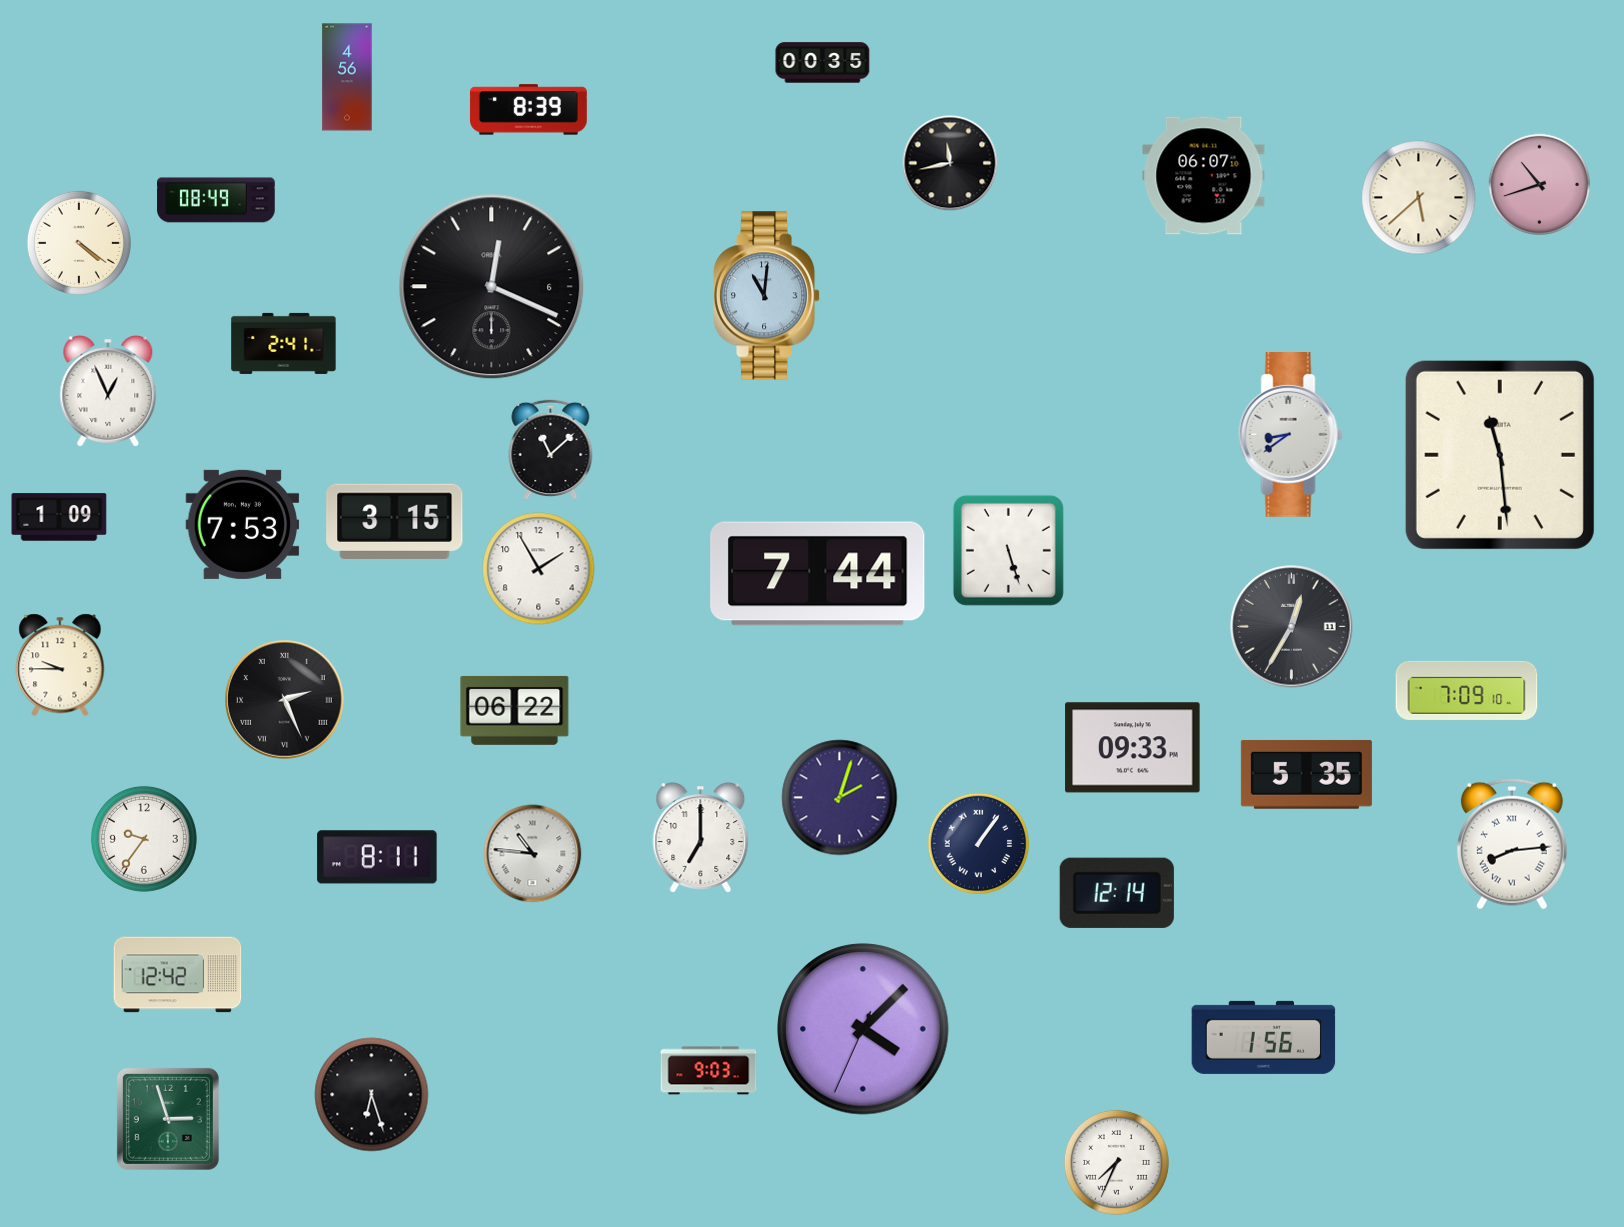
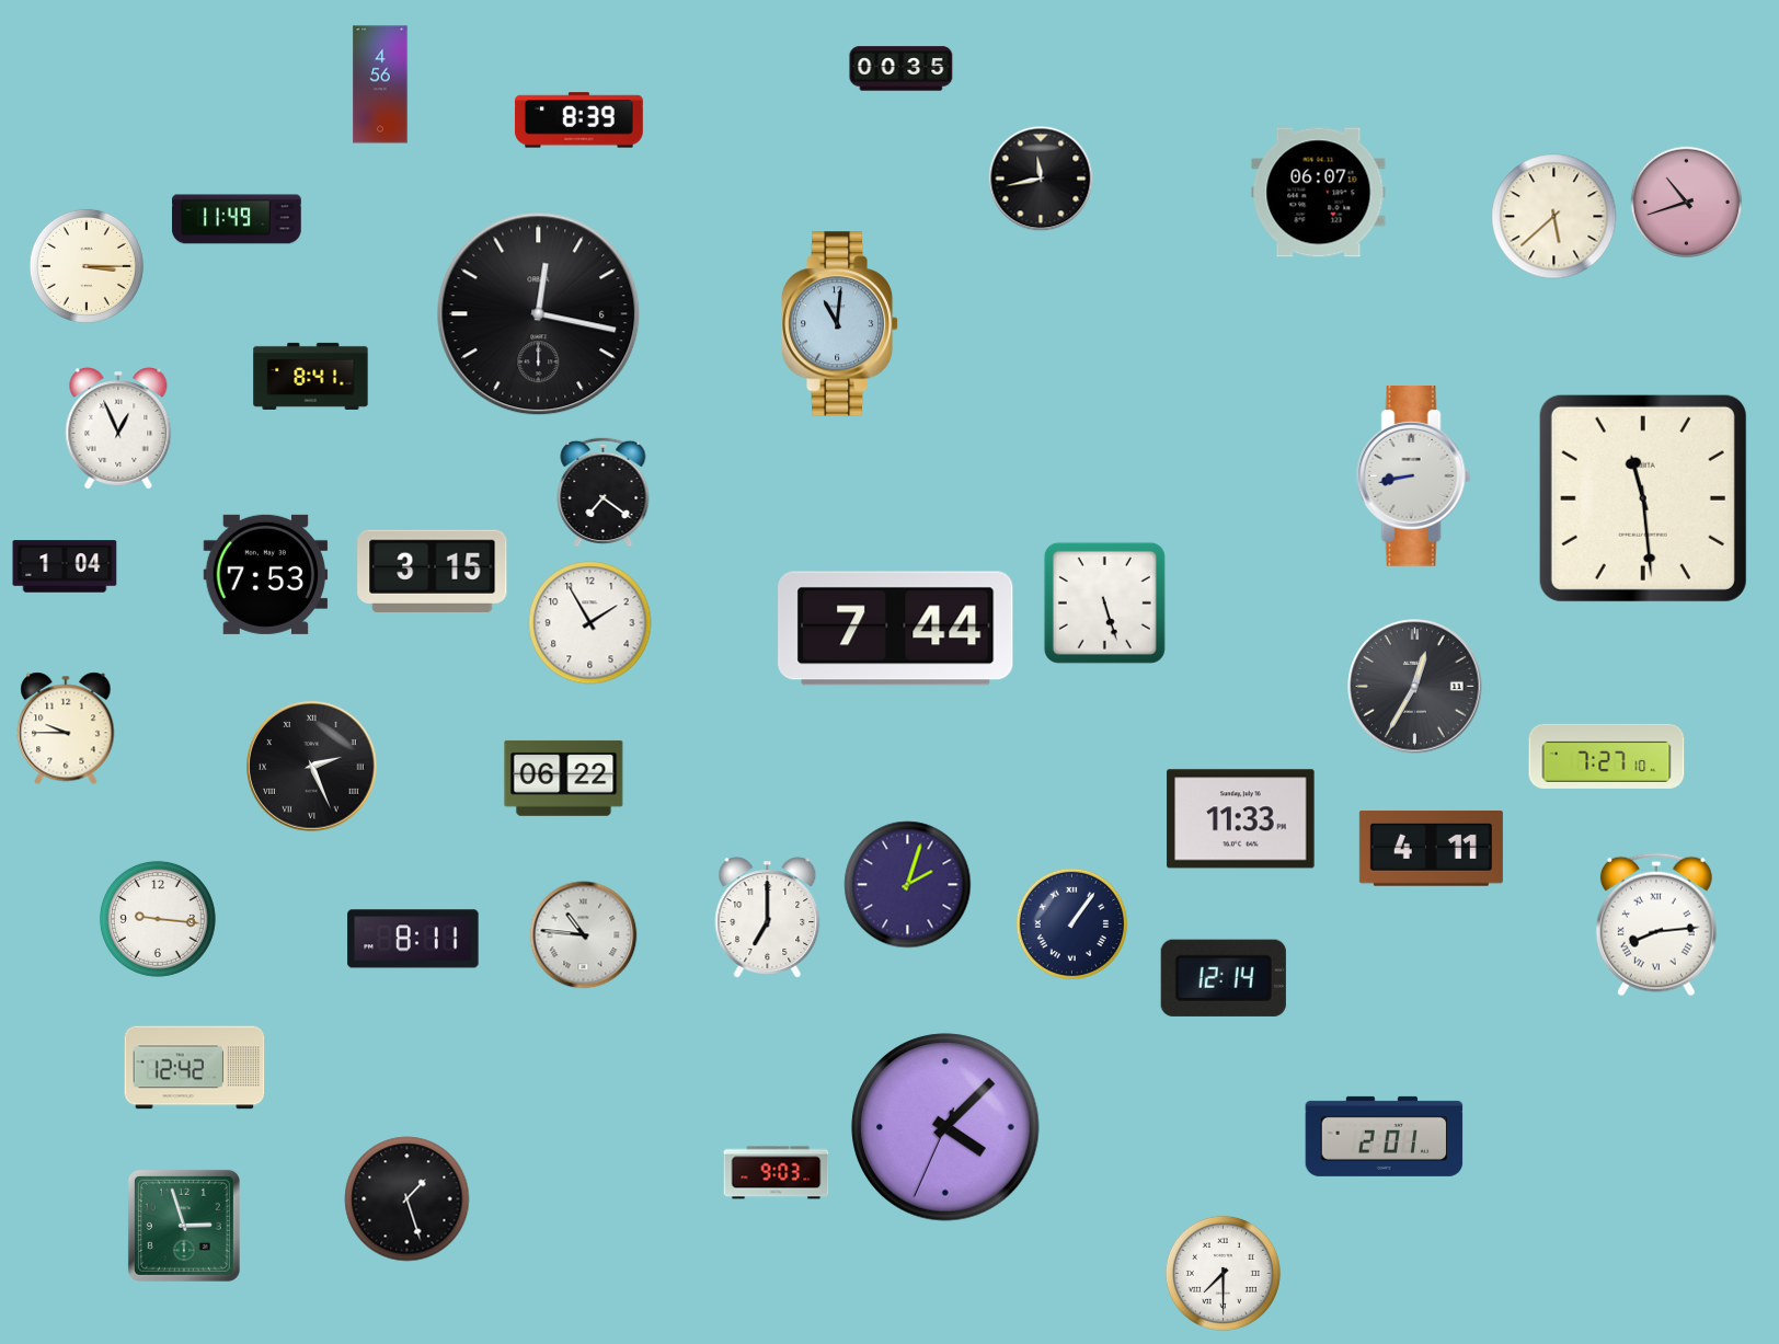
clock at (217, 200): 08:49 -> 11:49
clock at (79, 243): 4:21 -> 3:15
clock at (492, 287): 12:19 -> 12:17
clock at (284, 343): 2:41 -> 8:41
clock at (1290, 435): 8:39 -> 8:43
clock at (551, 449): 11:08 -> 7:21
clock at (59, 517): 1:09 -> 1:04
clock at (1467, 690): 7:09 -> 7:27
clock at (1133, 748): 09:33 -> 11:33
clock at (1306, 774): 5:35 -> 4:11
clock at (840, 798) position: (840, 798) -> (908, 885)
clock at (144, 839): 9:36 -> 9:16
clock at (1264, 1037): 1:56 -> 2:01
clock at (372, 1095): 6:27 -> 1:27
clock at (1116, 1162): 7:34 -> 7:30
